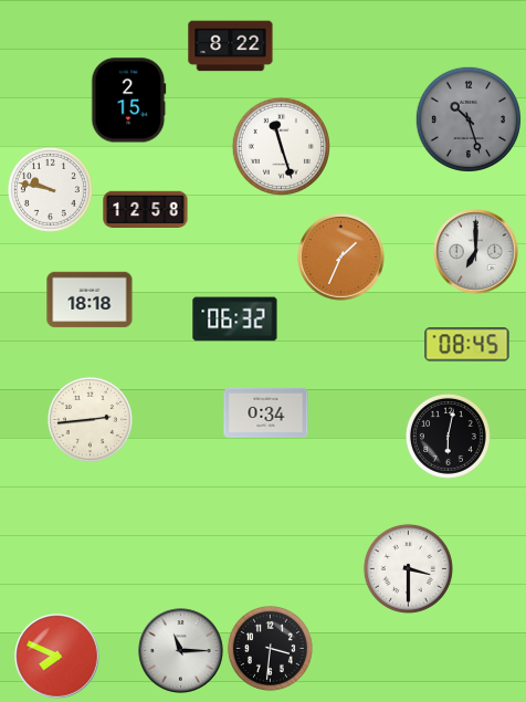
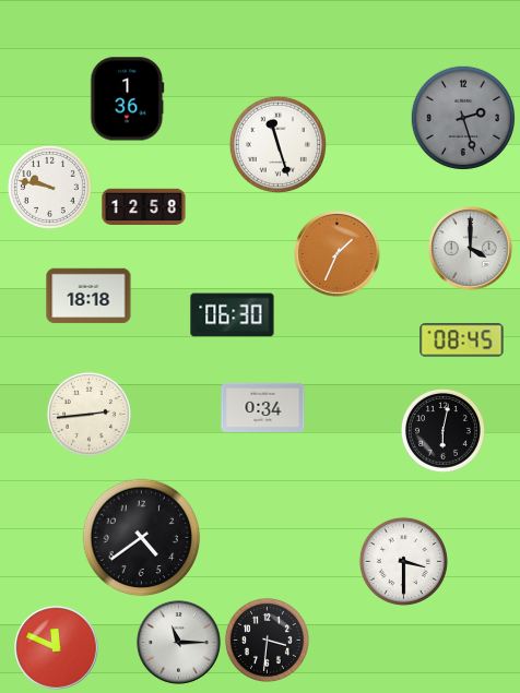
clock at (231, 46): 8:22 -> none
clock at (129, 101): 2:15 -> 1:36
clock at (467, 118): 10:27 -> 2:27
clock at (476, 252): 7:00 -> 4:00
clock at (235, 319): 06:32 -> 06:30
clock at (142, 538): none -> 4:39
clock at (57, 657): 7:49 -> 11:49
